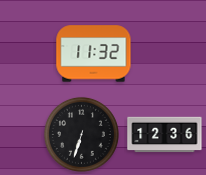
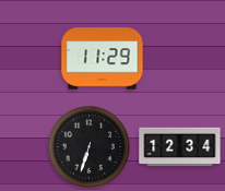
clock at (94, 54): 11:32 -> 11:29
clock at (165, 135): 12:36 -> 12:34
